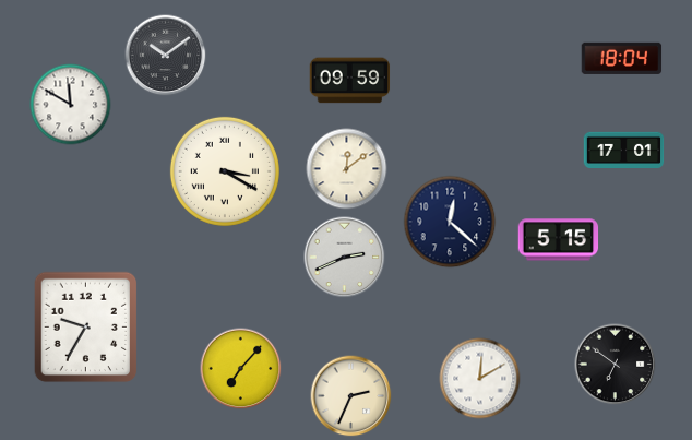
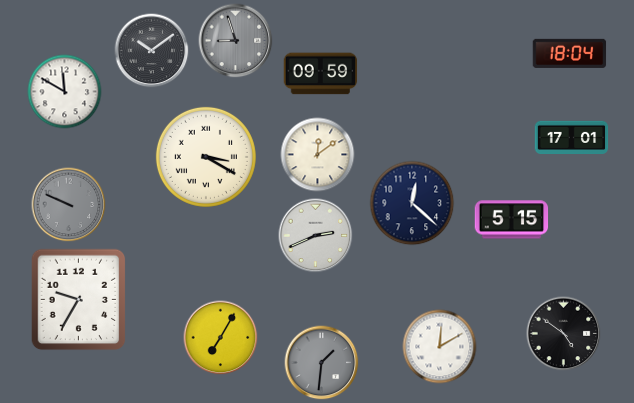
clock at (236, 41): none -> 8:57
clock at (71, 105) position: (71, 105) -> (65, 92)
clock at (69, 205): none -> 9:49
clock at (616, 365): 6:51 -> 4:51
clock at (241, 369): 7:07 -> 7:05
clock at (351, 396): 2:34 -> 1:31
clock at (351, 396) dial: cream -> grey
